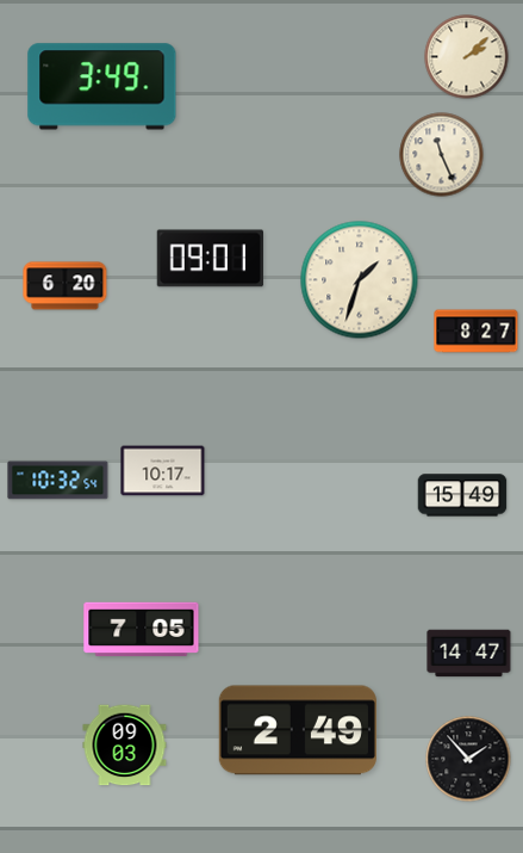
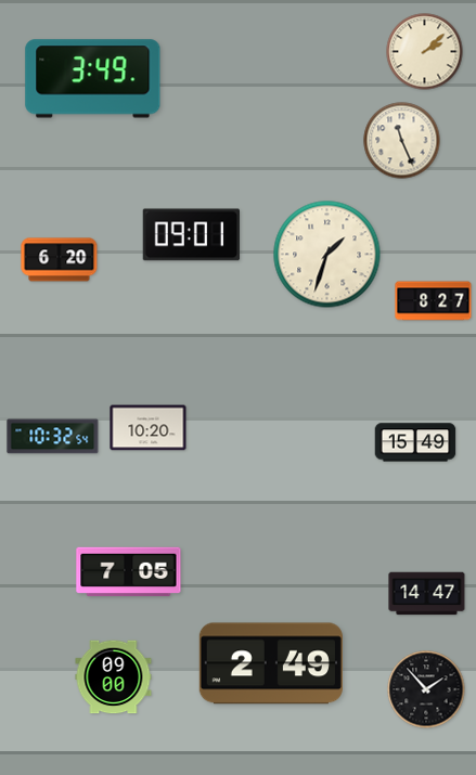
clock at (163, 471): 10:17 -> 10:20
clock at (462, 495) position: (462, 495) -> (415, 442)
clock at (125, 746): 09:03 -> 09:00
